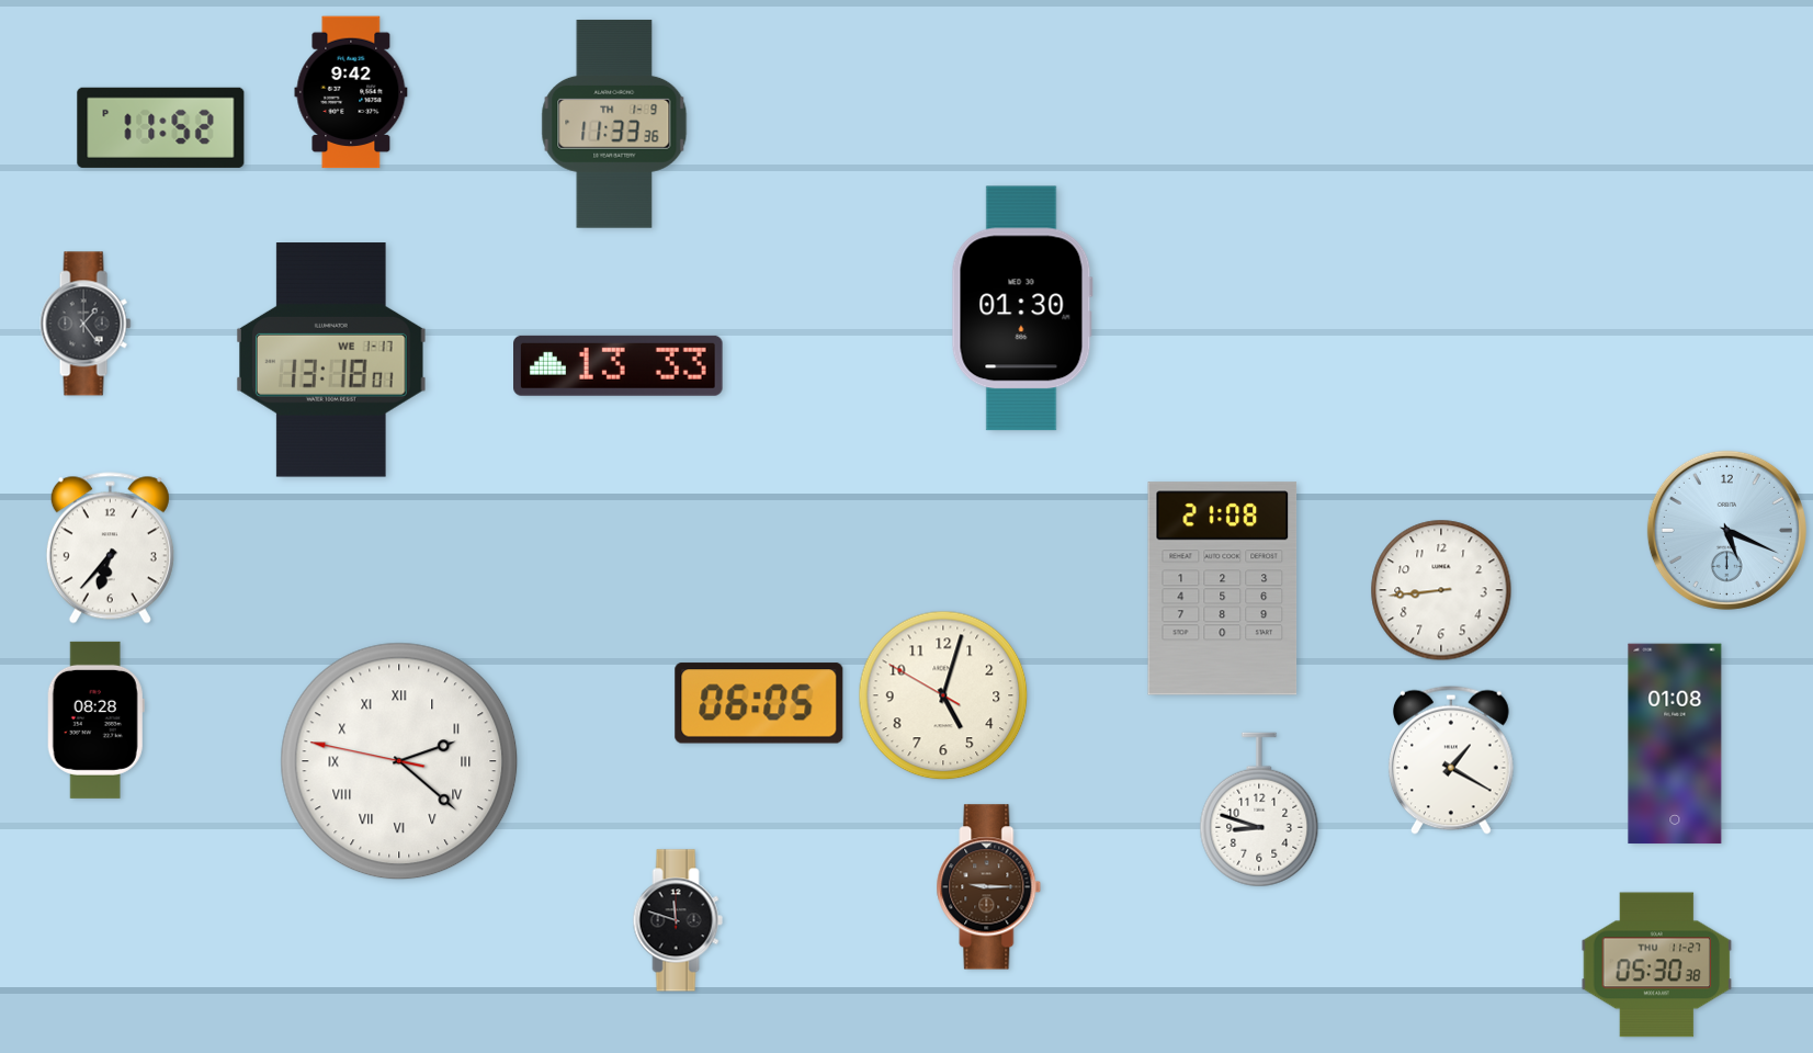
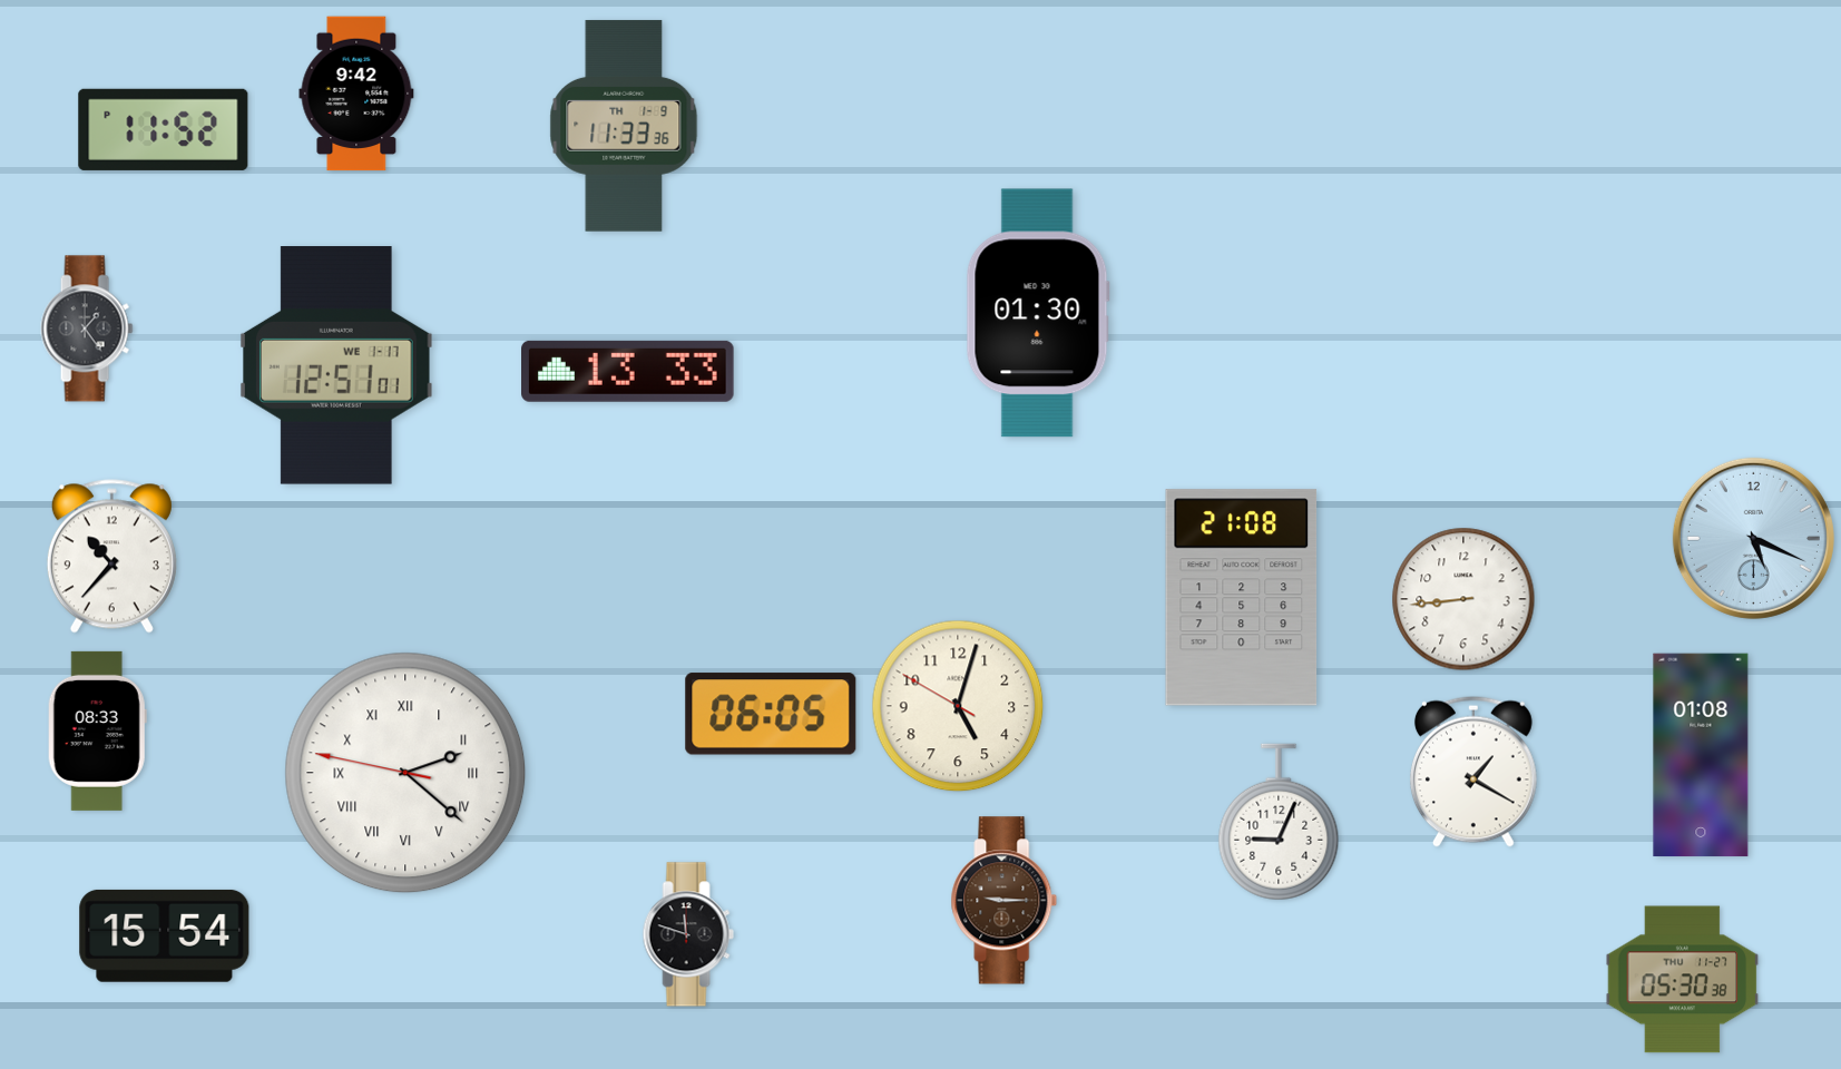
clock at (332, 360): 13:18 -> 12:51
clock at (110, 548): 6:37 -> 10:37
clock at (95, 720): 08:28 -> 08:33
clock at (1259, 809): 8:48 -> 9:04
clock at (165, 935): none -> 15:54
